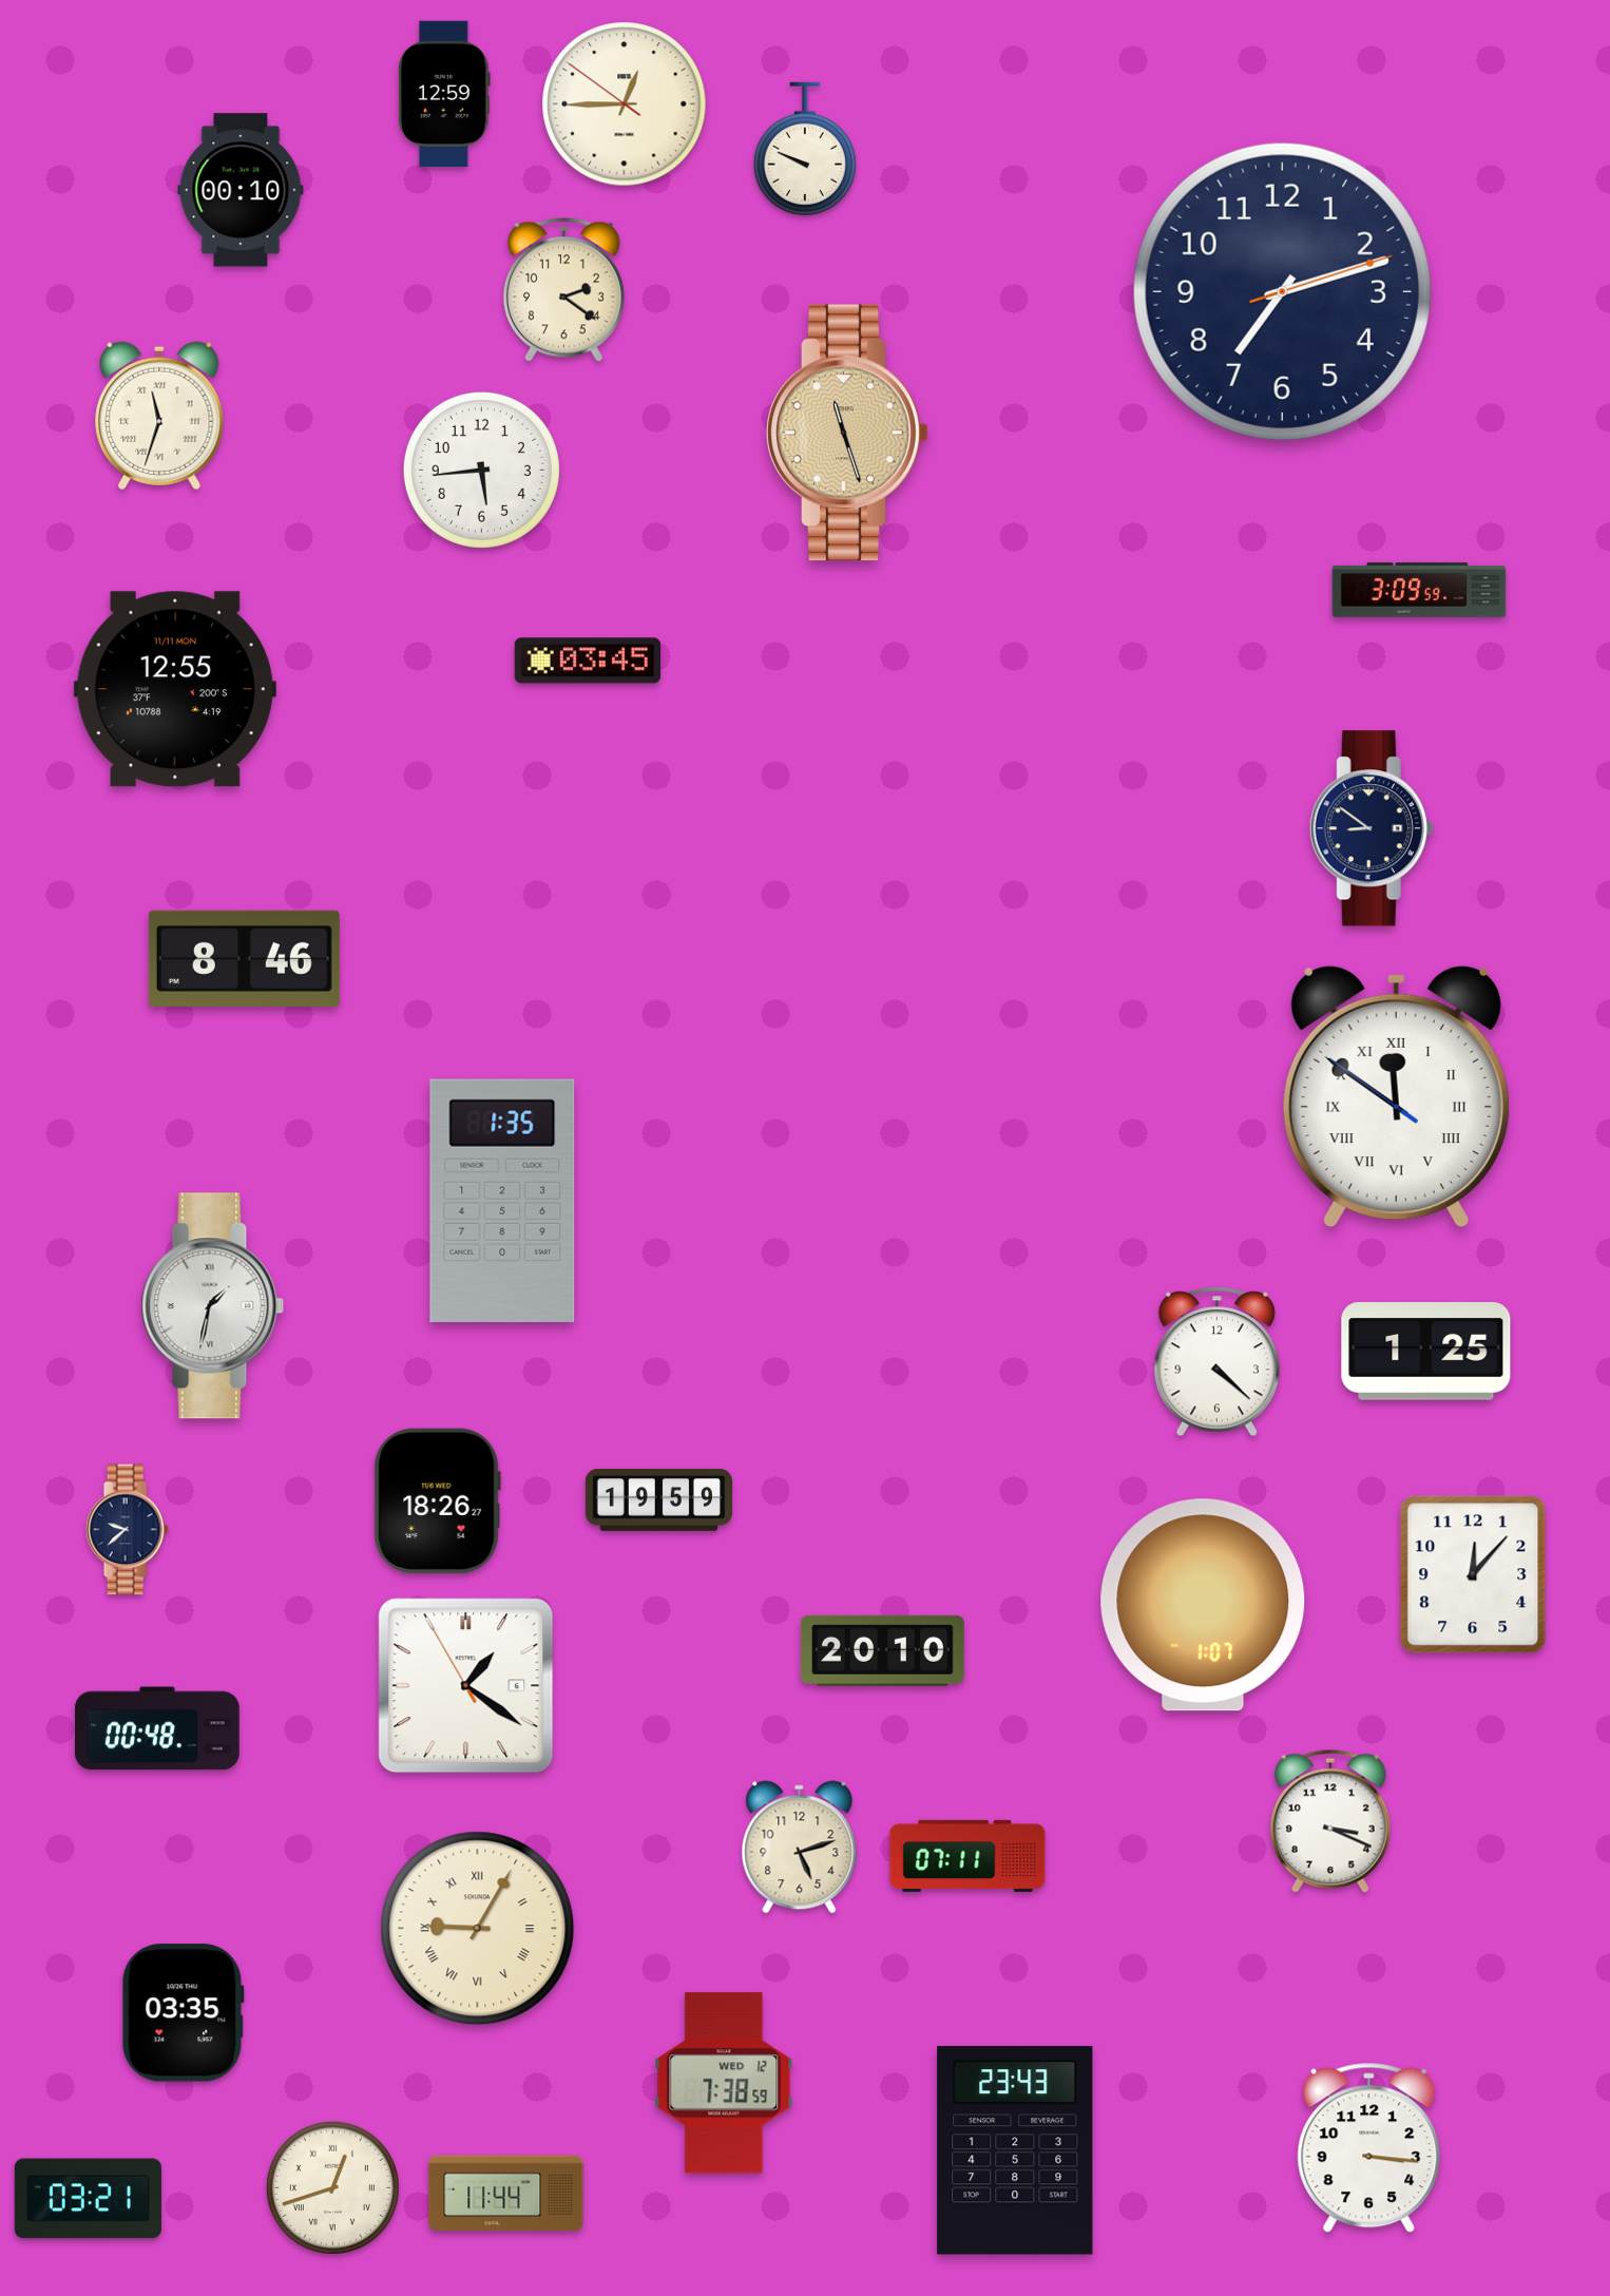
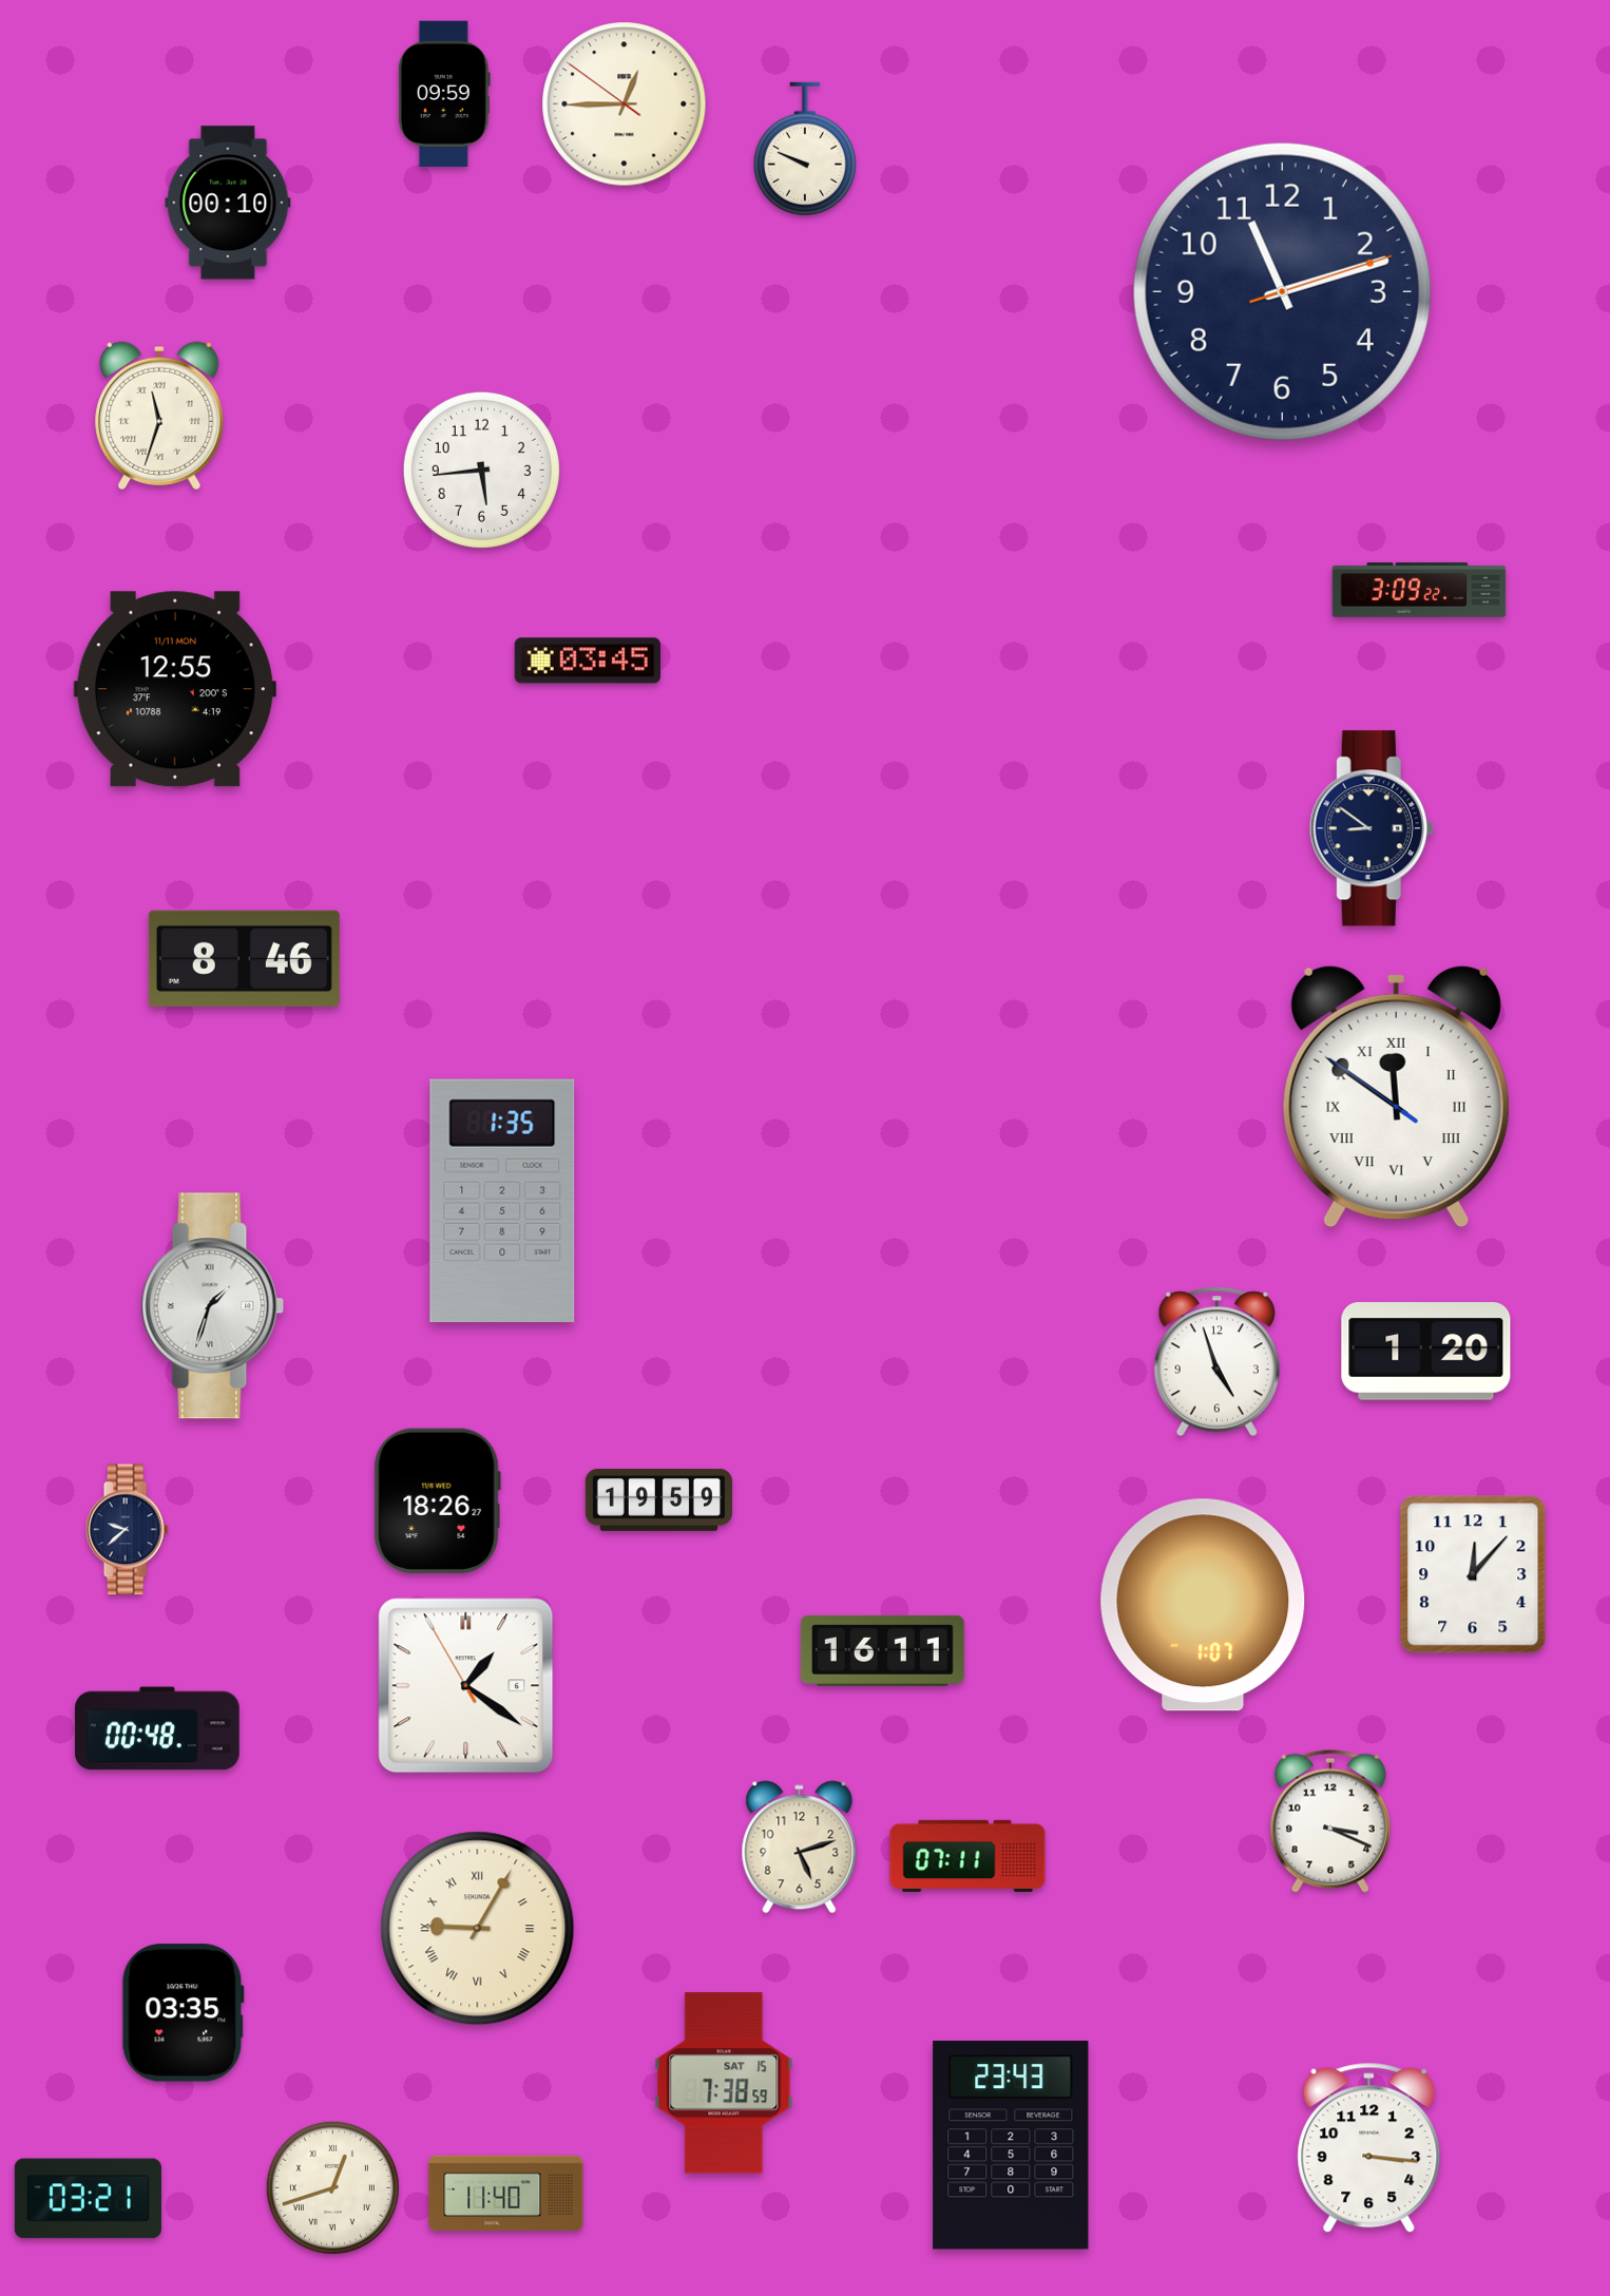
clock at (444, 94): 12:59 -> 09:59
clock at (241, 190) position: (241, 190) -> (228, 203)
clock at (563, 289): 2:21 -> none
clock at (1282, 291): 7:12 -> 11:12
clock at (847, 433): 11:27 -> none
clock at (1419, 590): 3:09:59 -> 3:09:22
clock at (213, 1306): 1:32 -> 1:33
clock at (1426, 1352): 1:25 -> 1:20
clock at (1216, 1362): 4:22 -> 4:57
clock at (882, 1650): 20:10 -> 16:11
clock at (724, 2083) date: WED 12 -> SAT 15
clock at (1015, 2150) position: (1015, 2150) -> (1011, 2145)
clock at (506, 2194): 11:44 -> 11:40
